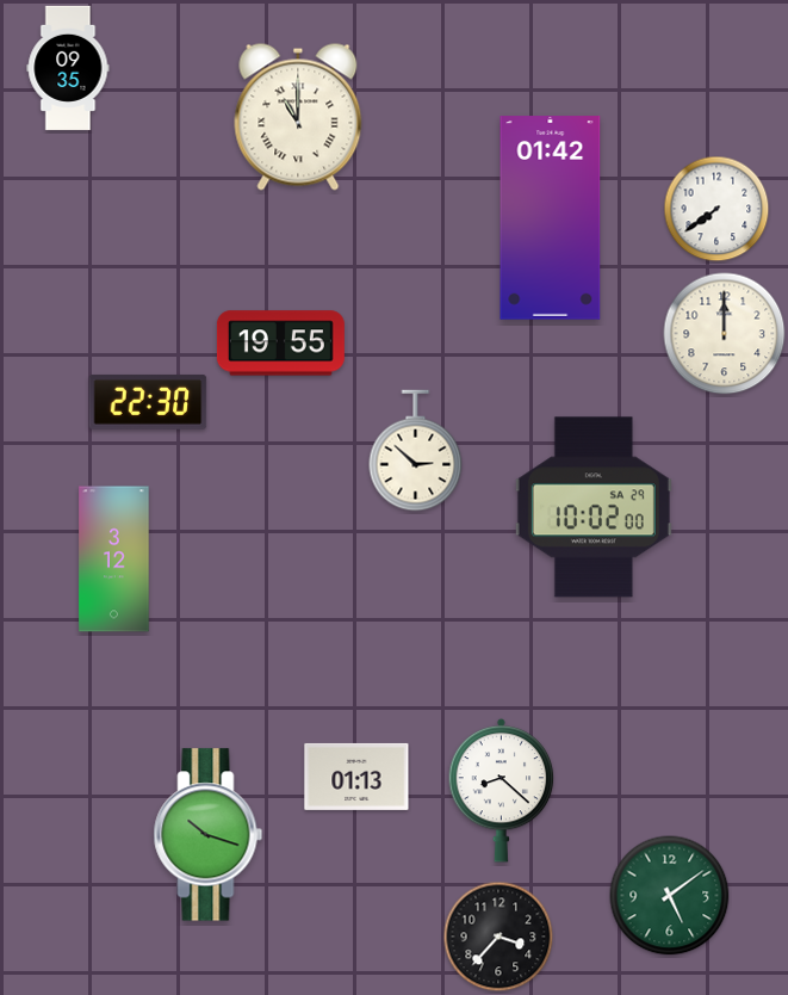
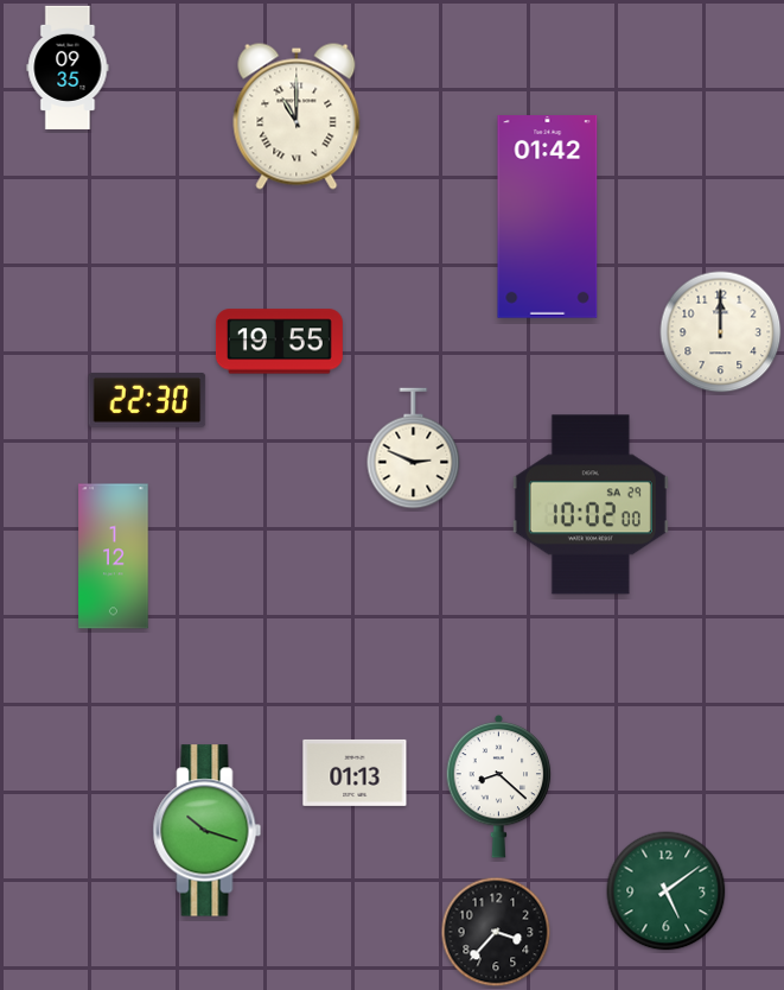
clock at (716, 209): 7:39 -> none
clock at (416, 451): 2:52 -> 2:49
clock at (114, 560): 3:12 -> 1:12
